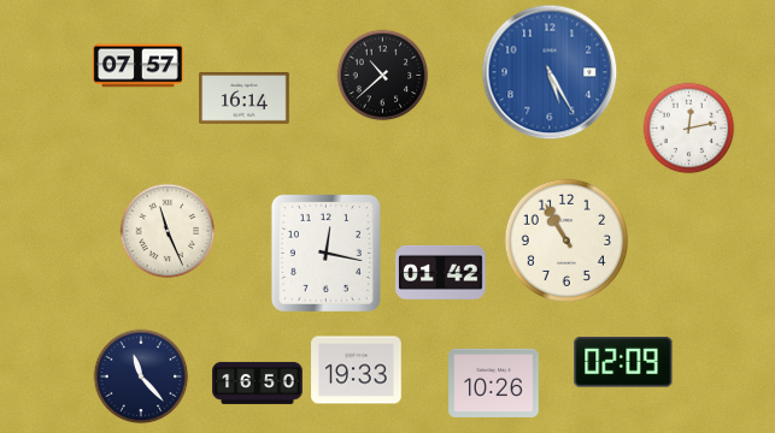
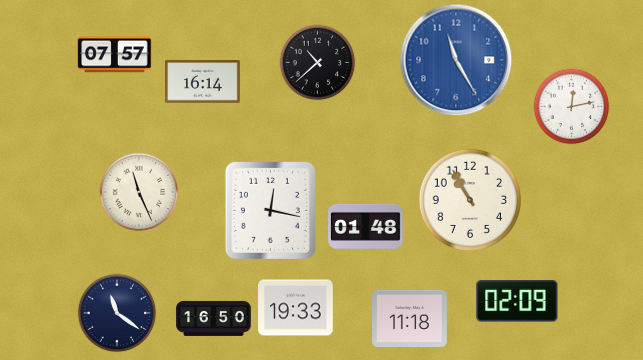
clock at (550, 72): 5:25 -> 11:25
clock at (441, 272): 01:42 -> 01:48
clock at (141, 376): 11:23 -> 11:21
clock at (494, 382): 10:26 -> 11:18
